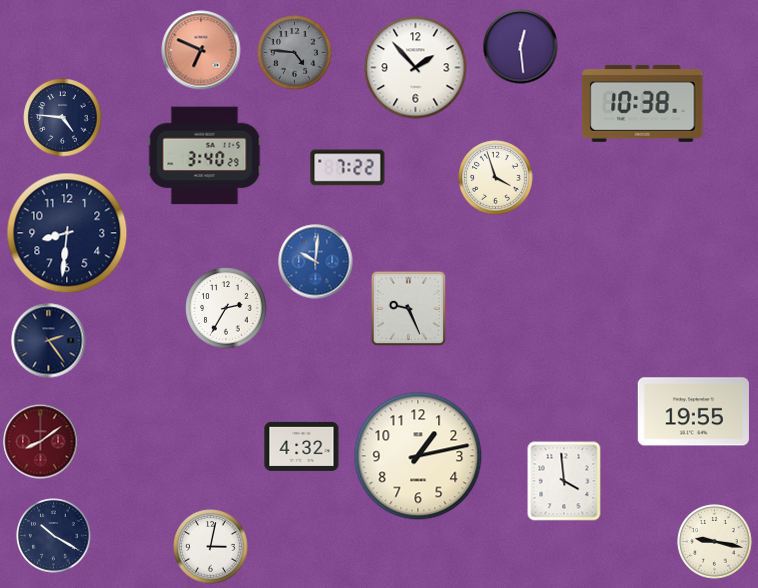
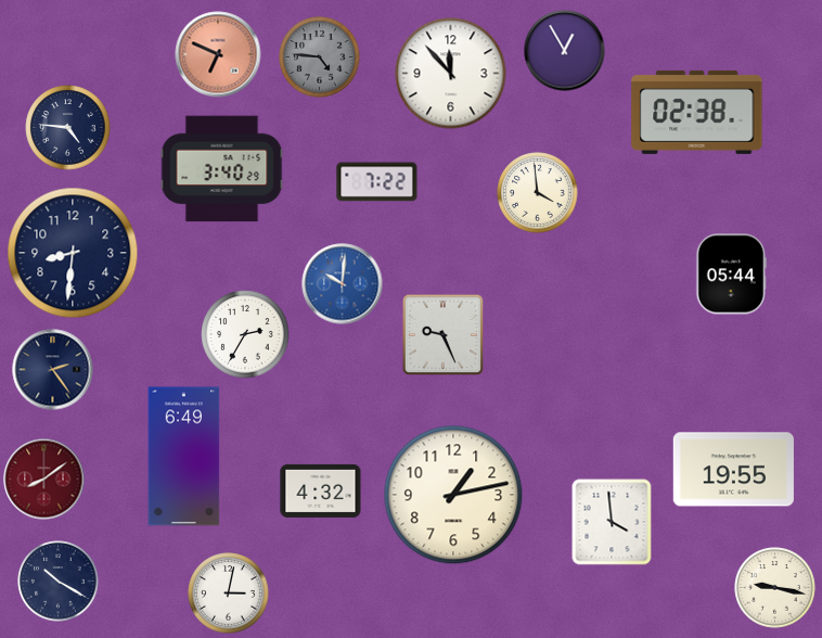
clock at (521, 47): 12:29 -> 12:55
clock at (416, 68): 1:53 -> 11:53
clock at (643, 103): 10:38 -> 02:38
clock at (496, 178): 3:57 -> 3:59
clock at (732, 275): none -> 05:44
clock at (693, 412) position: (693, 412) -> (733, 470)
clock at (184, 457): none -> 6:49
clock at (302, 446) position: (302, 446) -> (321, 490)
